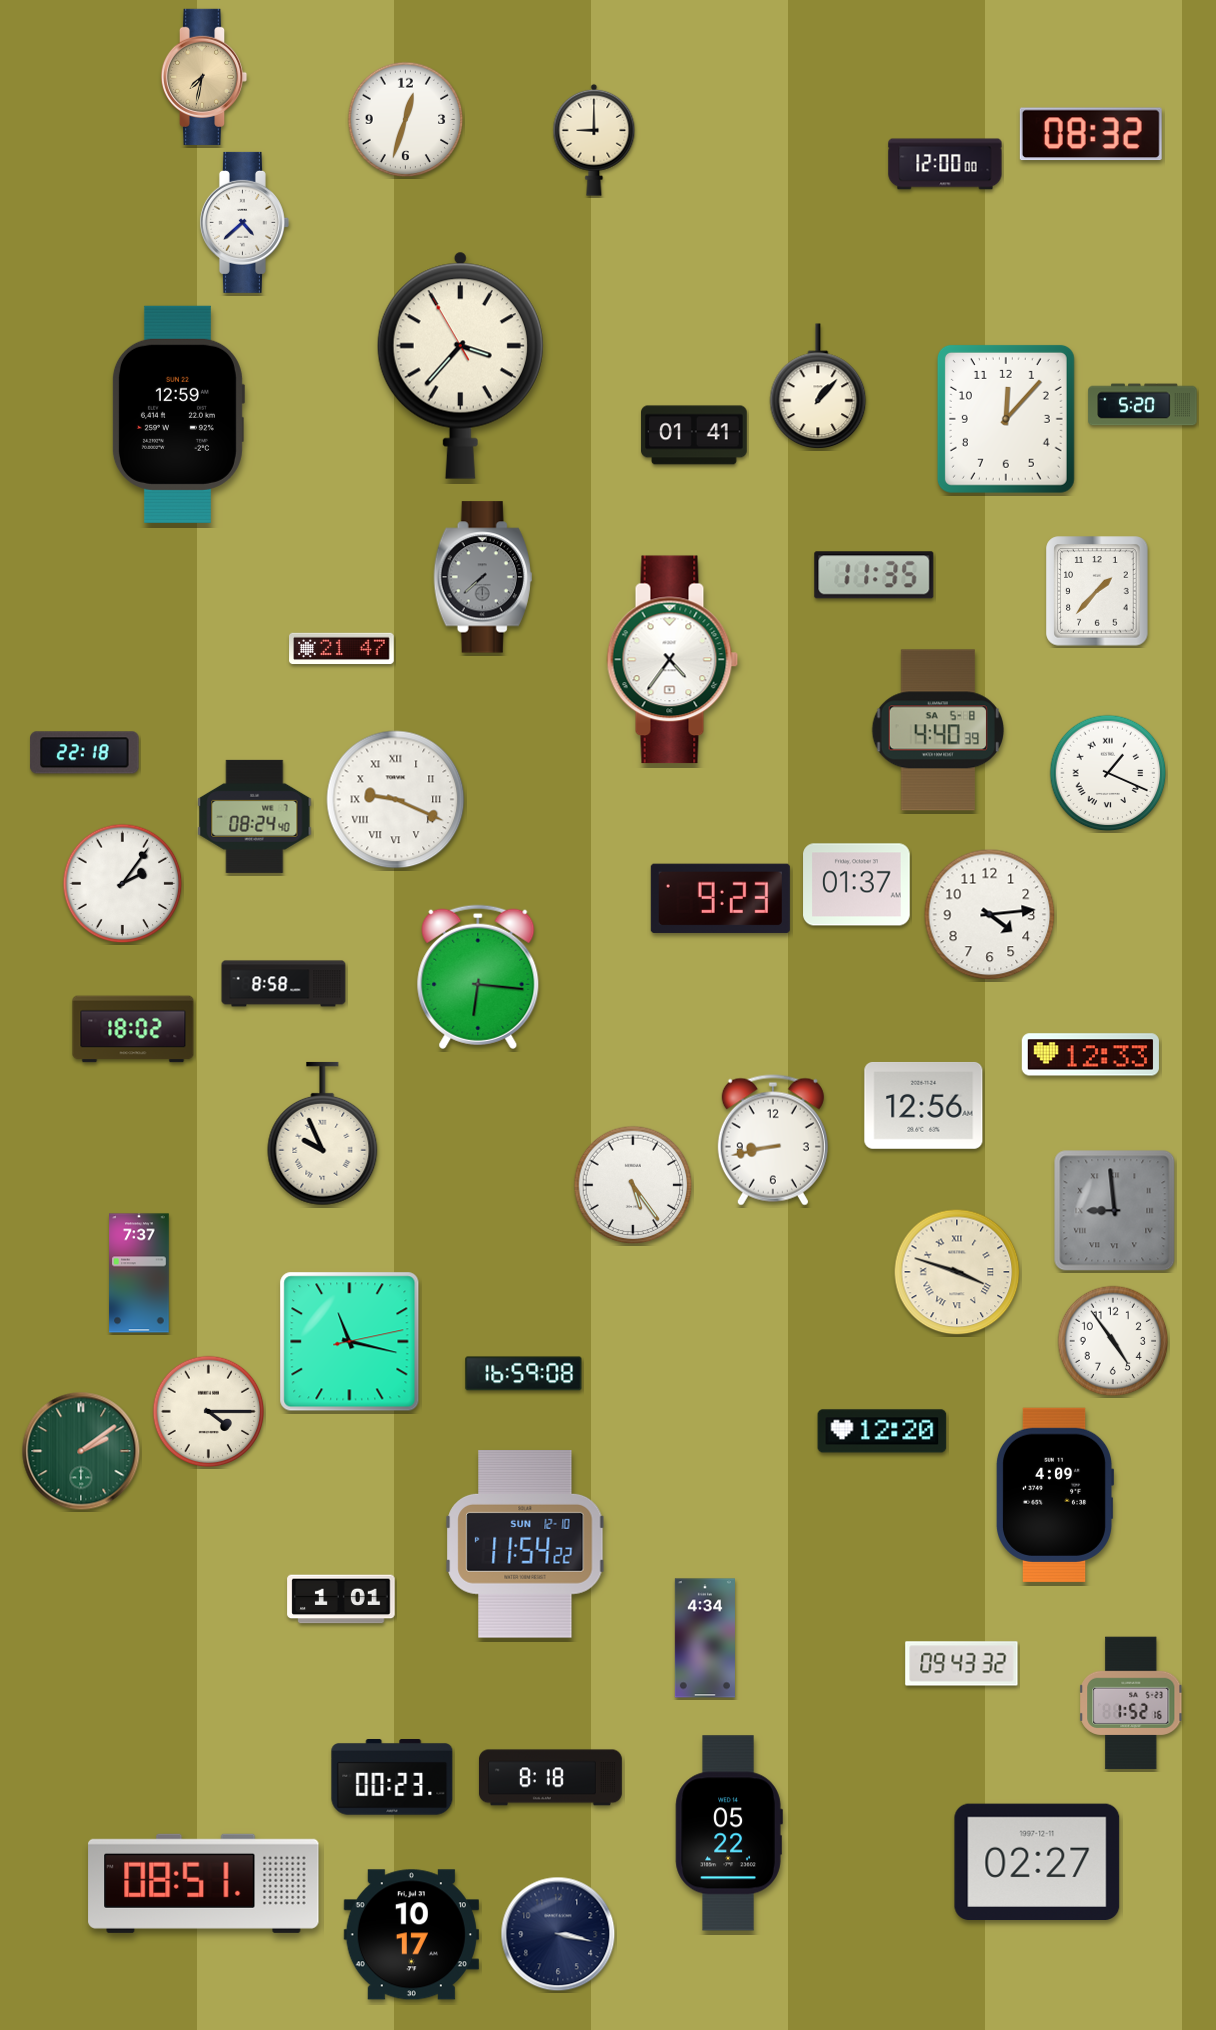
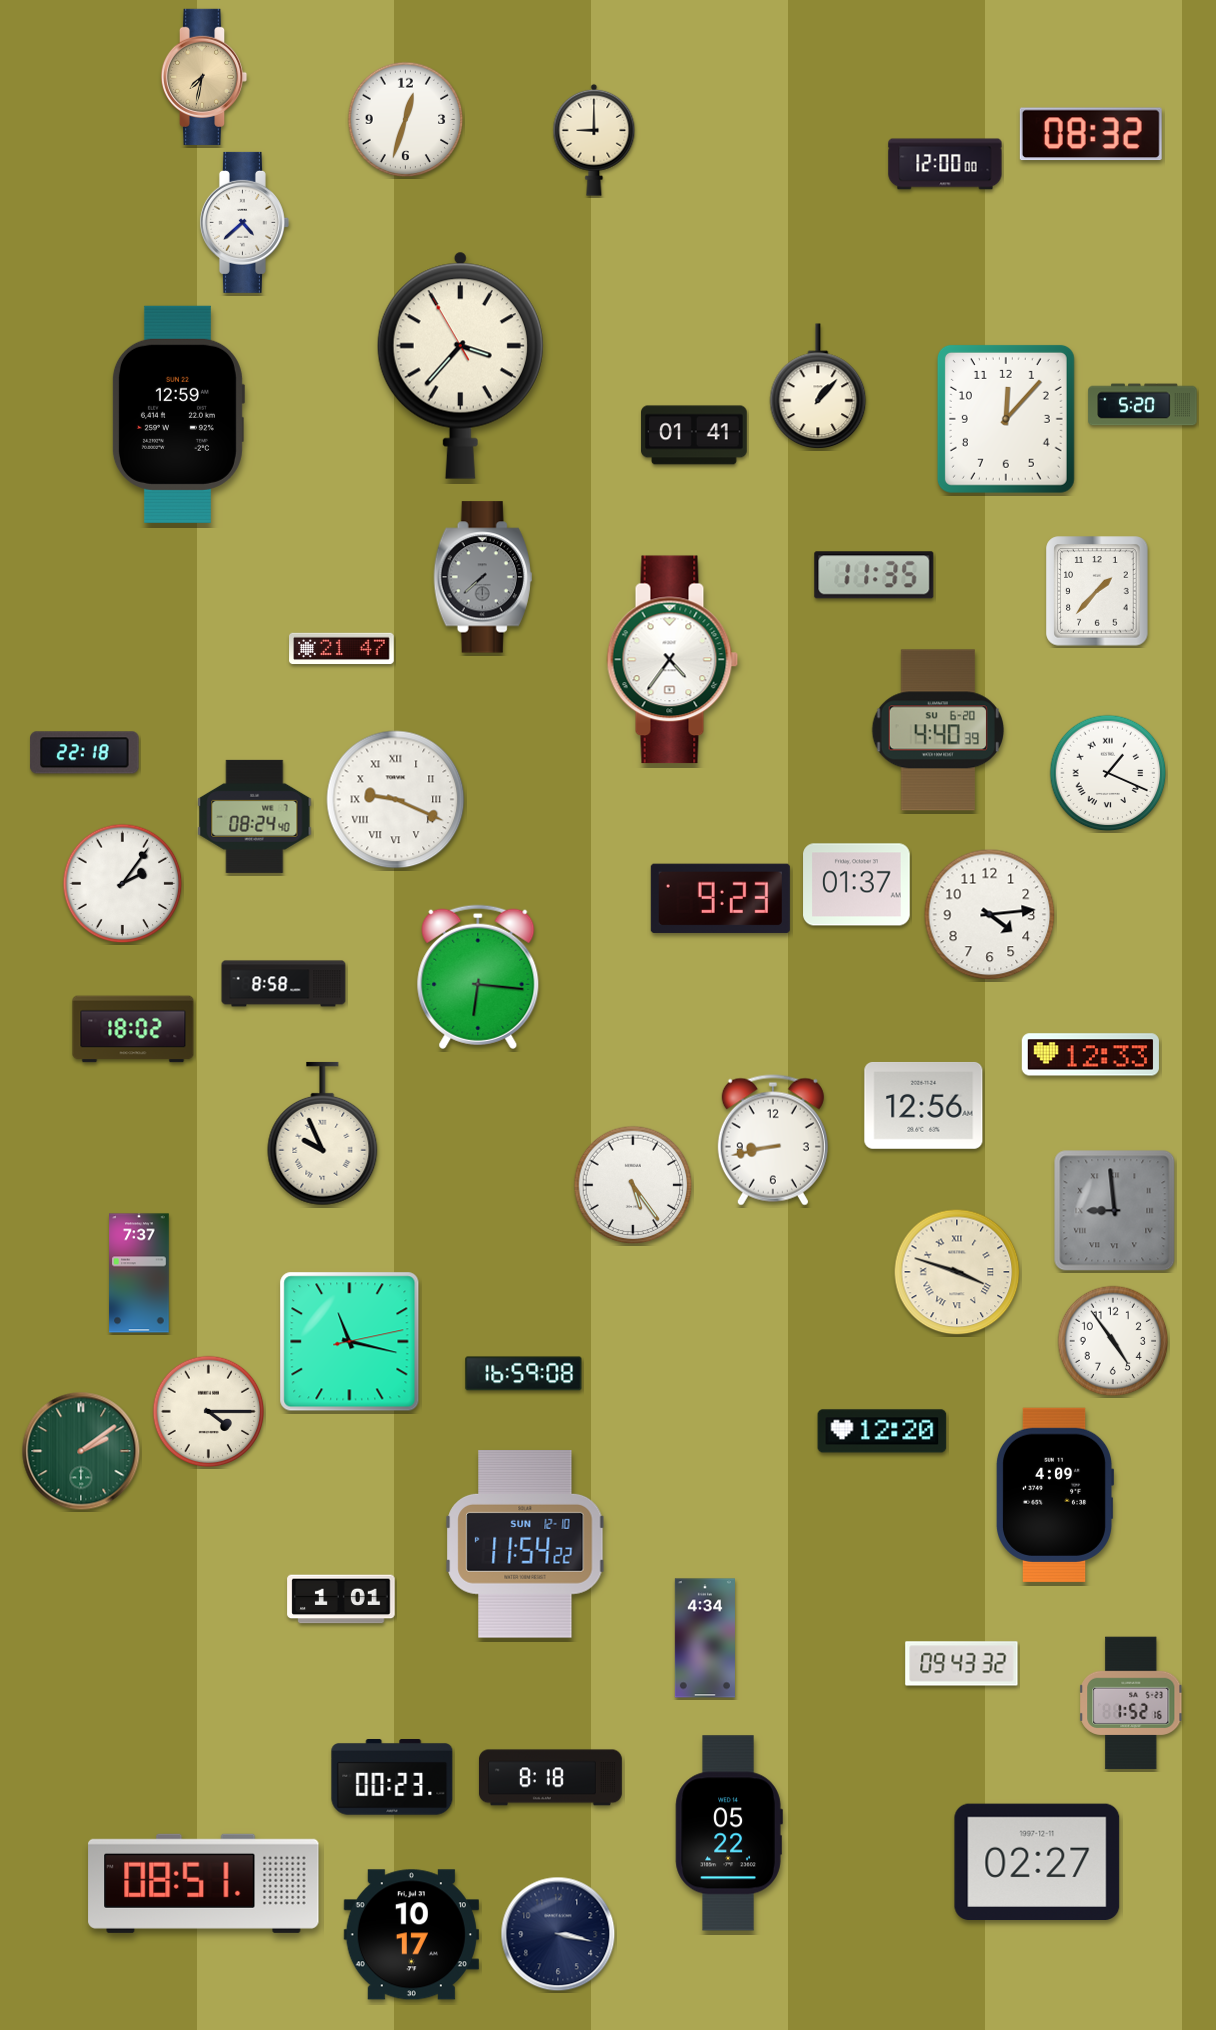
clock at (937, 730) date: SA 5-8 -> SU 6-20
